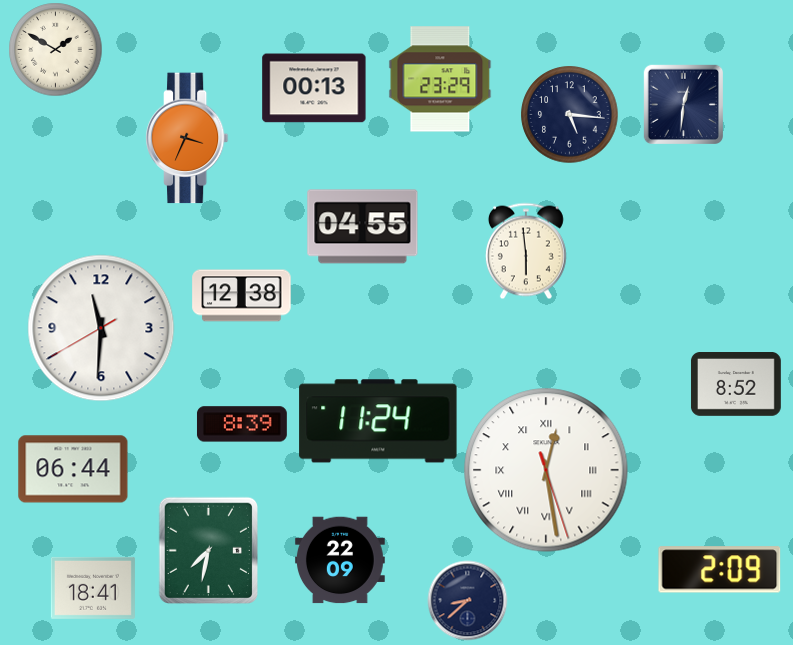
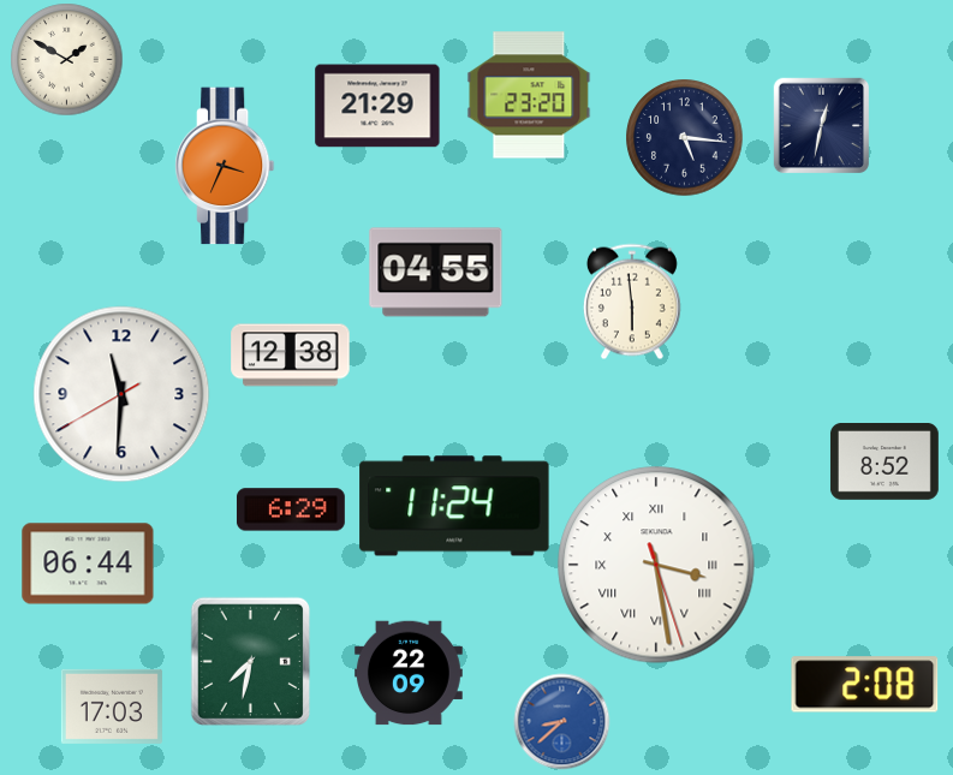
clock at (440, 79): 23:29 -> 23:20
clock at (314, 88): 00:13 -> 21:29
clock at (683, 104): 12:31 -> 12:32
clock at (242, 424): 8:39 -> 6:29
clock at (546, 470): 12:28 -> 3:28
clock at (720, 570): 2:09 -> 2:08
clock at (93, 588): 18:41 -> 17:03
clock at (467, 600) dial: navy -> blue
